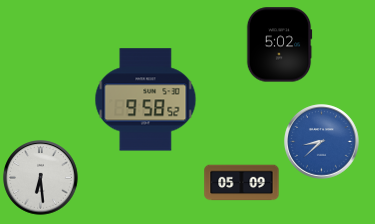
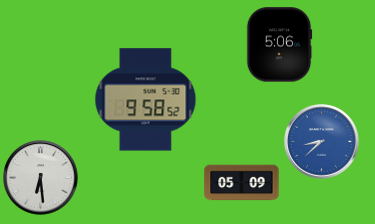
clock at (279, 45): 5:02 -> 5:06
